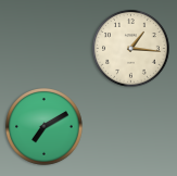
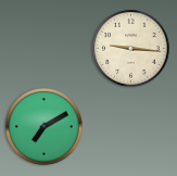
clock at (131, 49): 1:16 -> 9:16
